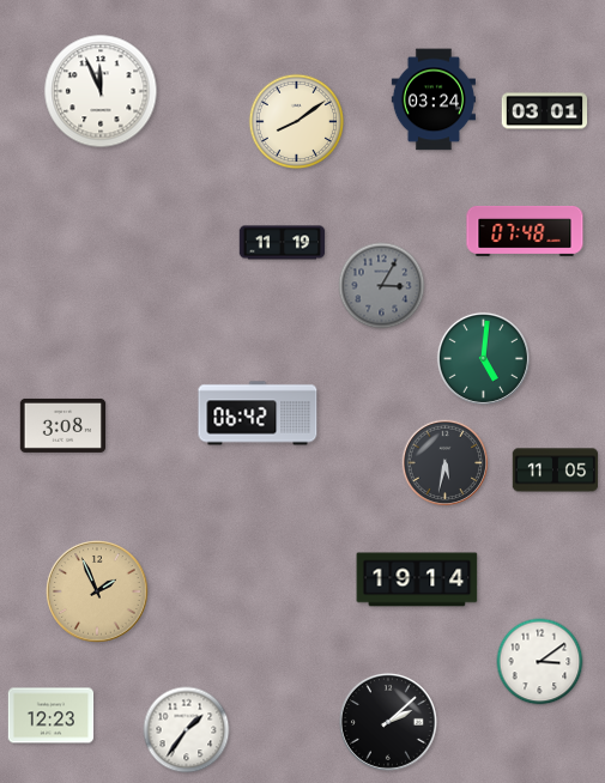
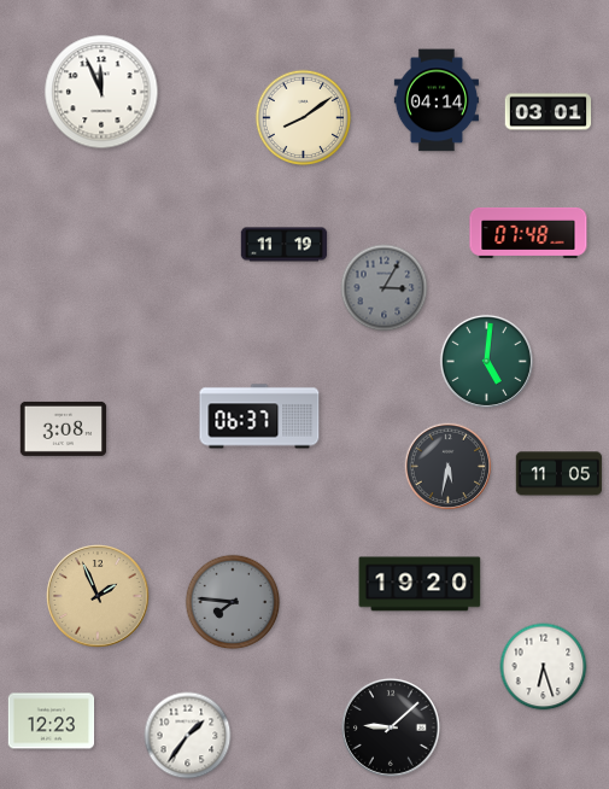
clock at (434, 99): 03:24 -> 04:14
clock at (297, 122) position: (297, 122) -> (304, 118)
clock at (258, 413): 06:42 -> 06:37
clock at (417, 579): 19:14 -> 19:20
clock at (233, 602): none -> 7:46
clock at (540, 662): 3:09 -> 6:27
clock at (388, 722): 2:08 -> 9:08
